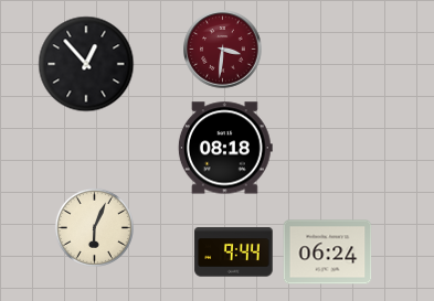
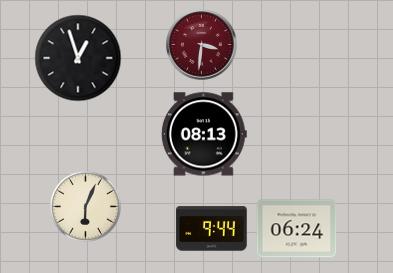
clock at (86, 64): 12:53 -> 12:57
clock at (225, 148): 08:18 -> 08:13
